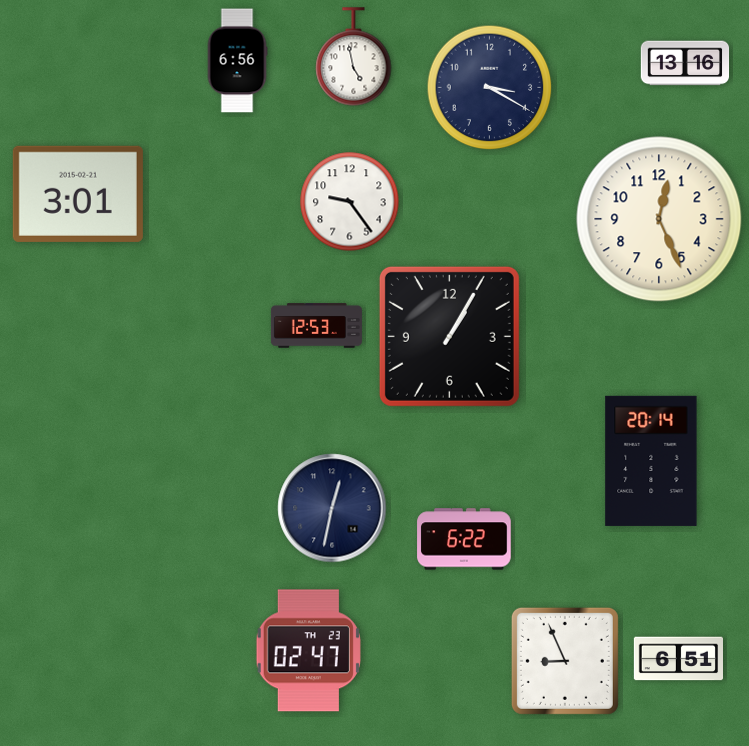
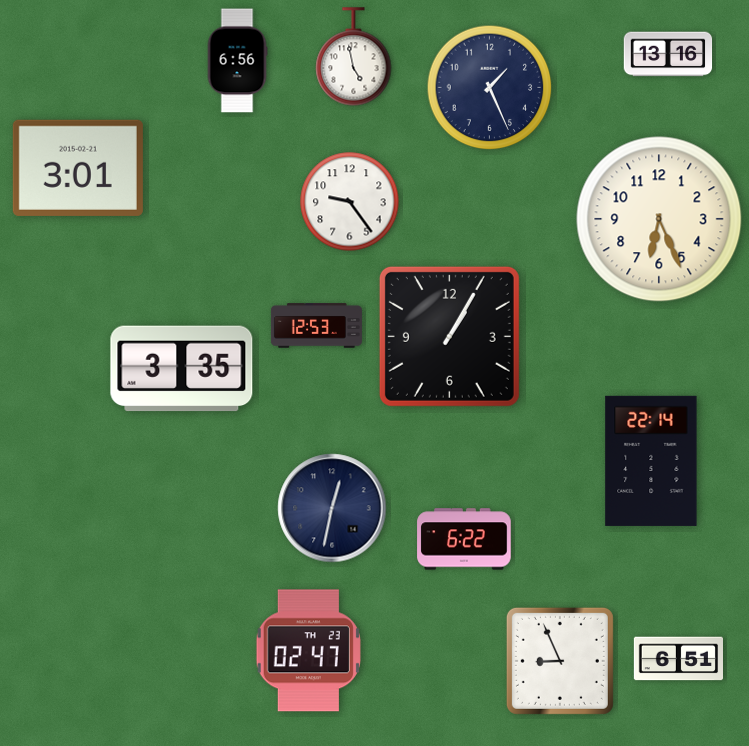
clock at (685, 63) position: (685, 63) -> (668, 54)
clock at (490, 88): 3:20 -> 1:26
clock at (78, 194) position: (78, 194) -> (78, 168)
clock at (659, 219): 12:26 -> 6:26
clock at (182, 369): none -> 3:35
clock at (651, 461): 20:14 -> 22:14
clock at (565, 661) position: (565, 661) -> (560, 661)
